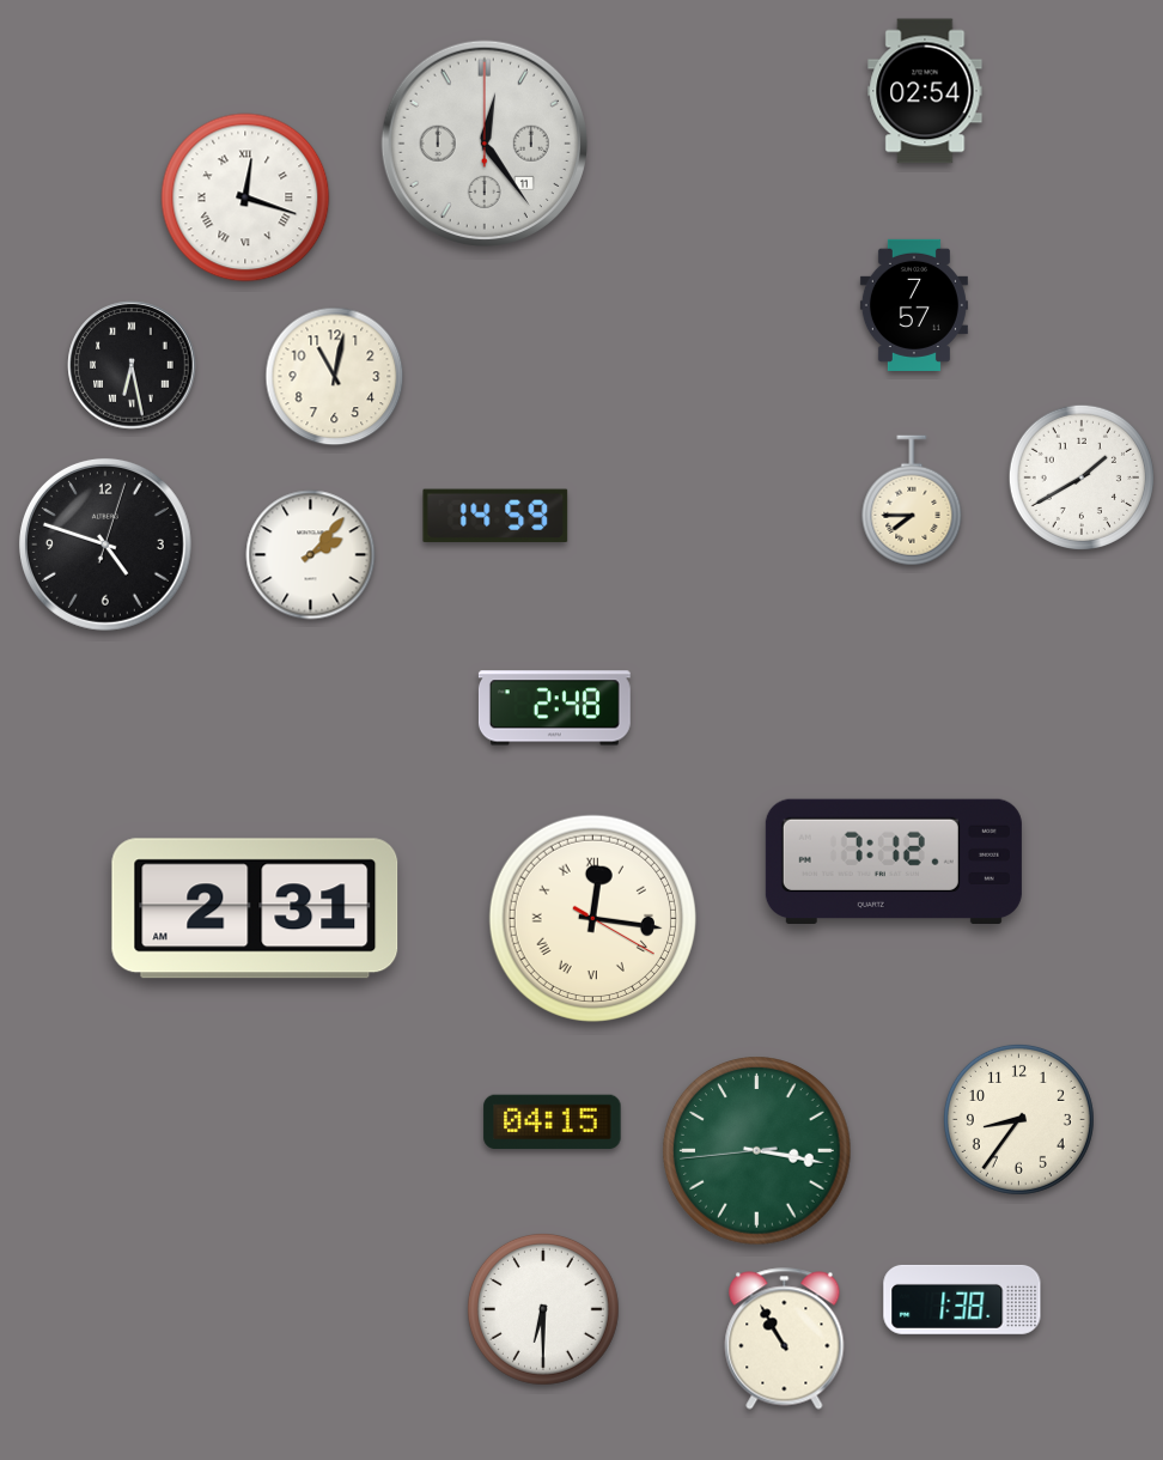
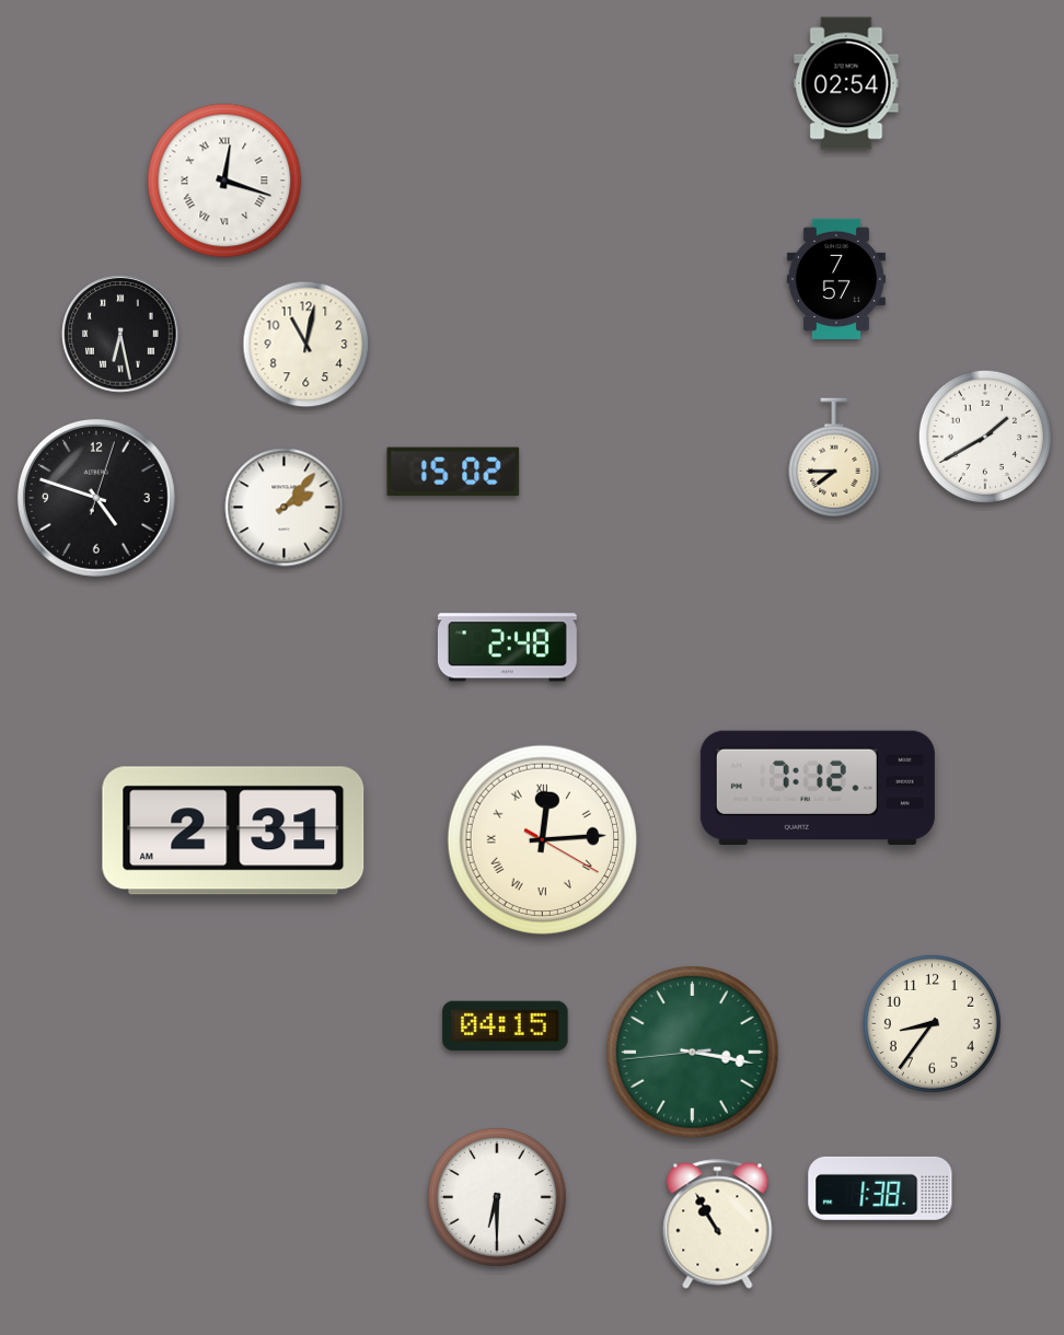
clock at (485, 144): 12:24 -> none
clock at (1082, 477) position: (1082, 477) -> (985, 437)
clock at (495, 516): 14:59 -> 15:02
clock at (592, 918): 12:16 -> 12:14
